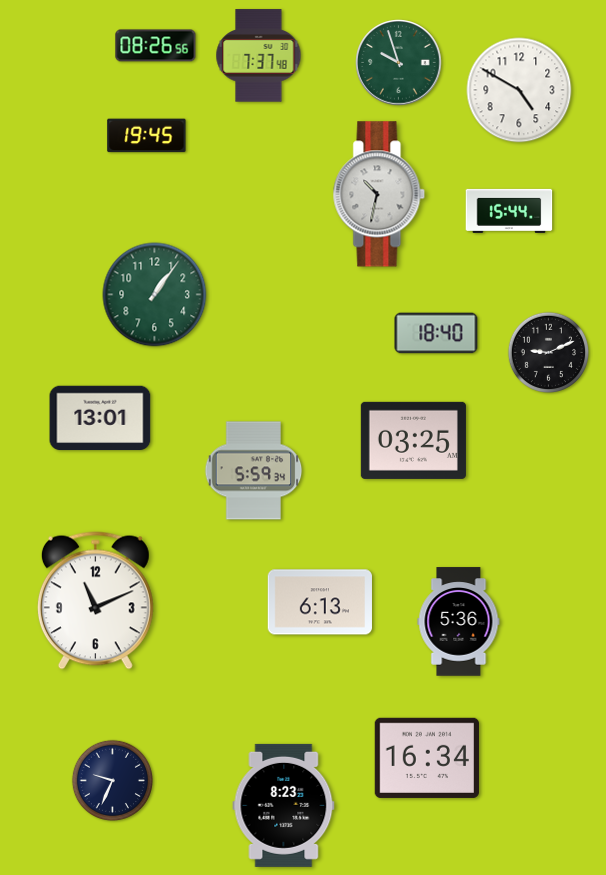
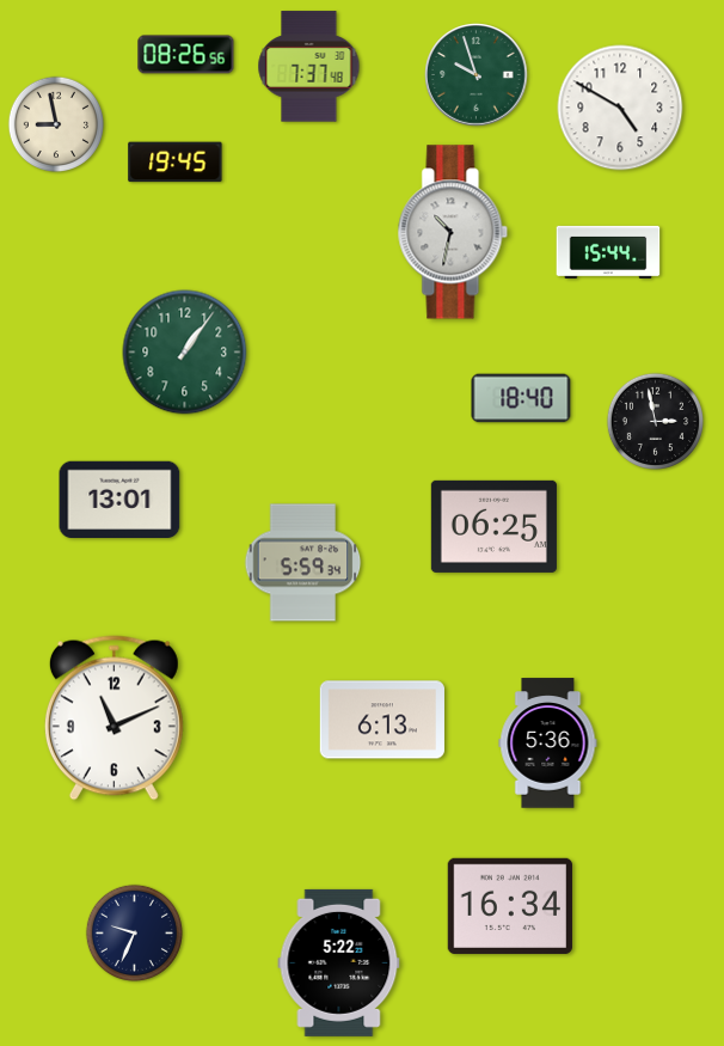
clock at (56, 124): none -> 8:58
clock at (548, 352): 9:11 -> 2:58
clock at (413, 440): 03:25 -> 06:25
clock at (284, 805): 8:23 -> 5:22
